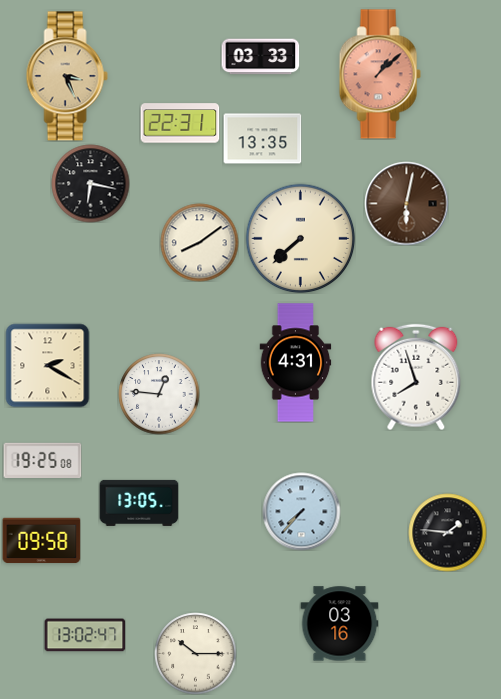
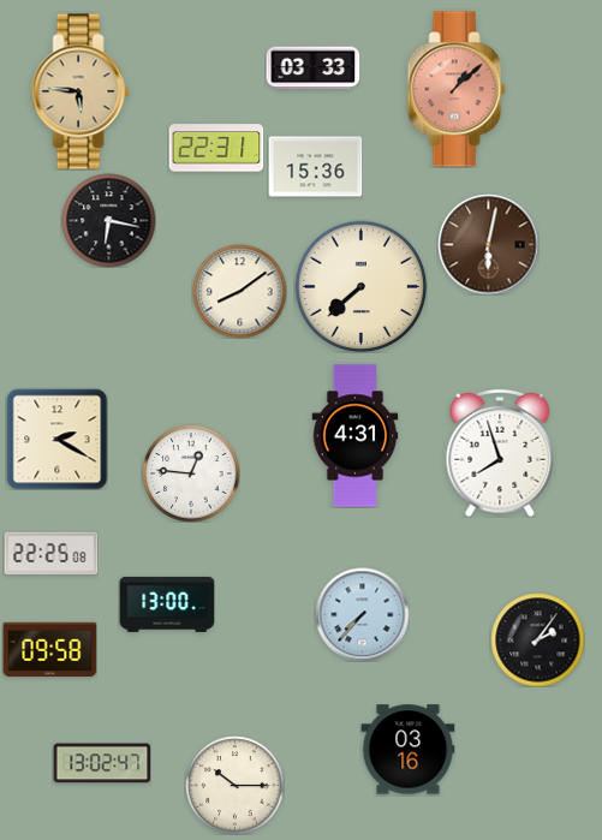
clock at (67, 76): 3:26 -> 5:46
clock at (262, 139): 13:35 -> 15:36
clock at (42, 461): 19:25 -> 22:25
clock at (139, 503): 13:05 -> 13:00
clock at (447, 532): 1:46 -> 2:06
